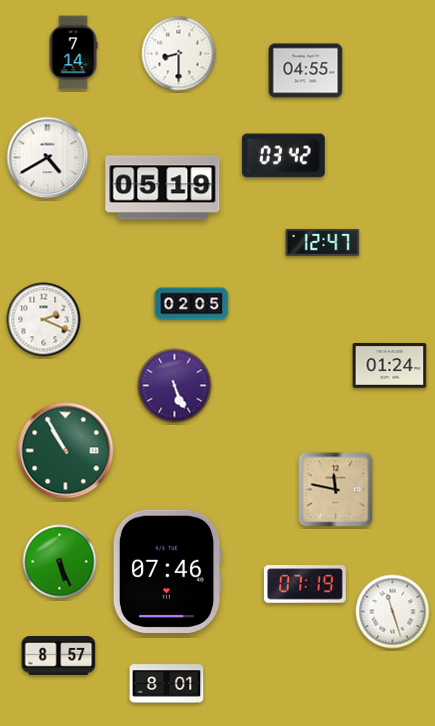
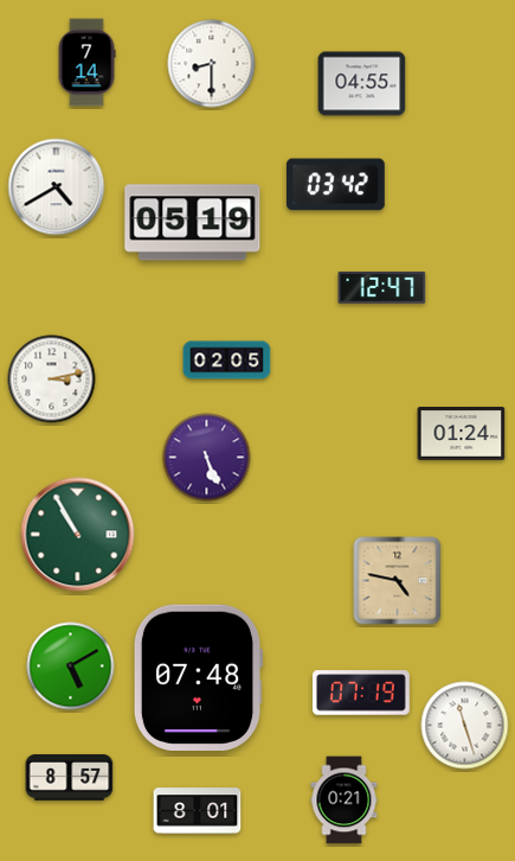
clock at (44, 320): 2:19 -> 3:13
clock at (336, 490): 11:47 -> 4:47
clock at (60, 562): 5:26 -> 5:10
clock at (167, 571): 07:46 -> 07:48
clock at (345, 801): none -> 0:21
